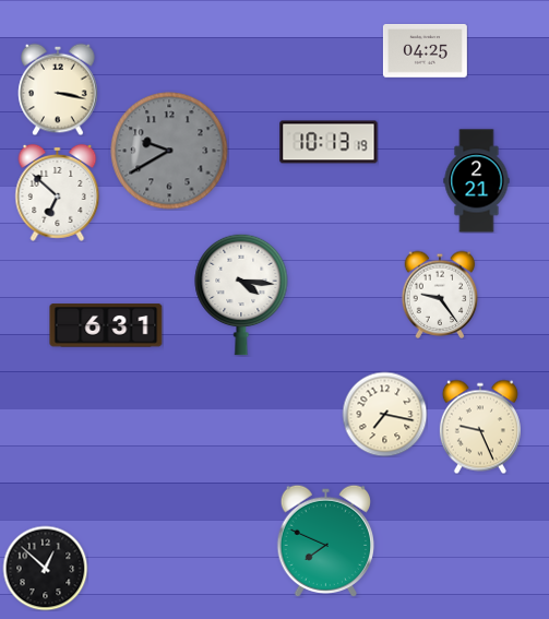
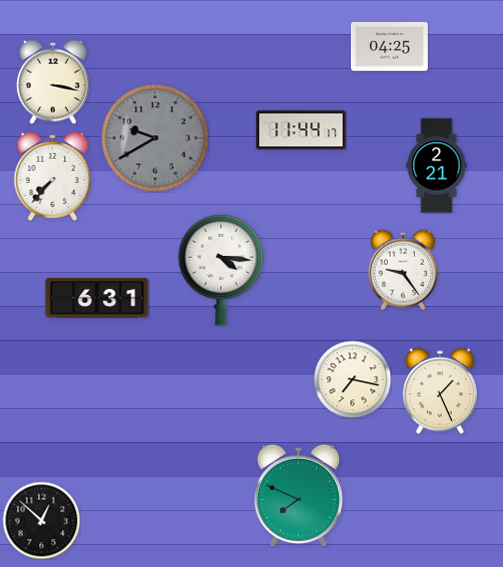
clock at (329, 142): 10:13 -> 11:44
clock at (58, 192): 6:52 -> 7:37
clock at (480, 427): 9:26 -> 1:26
